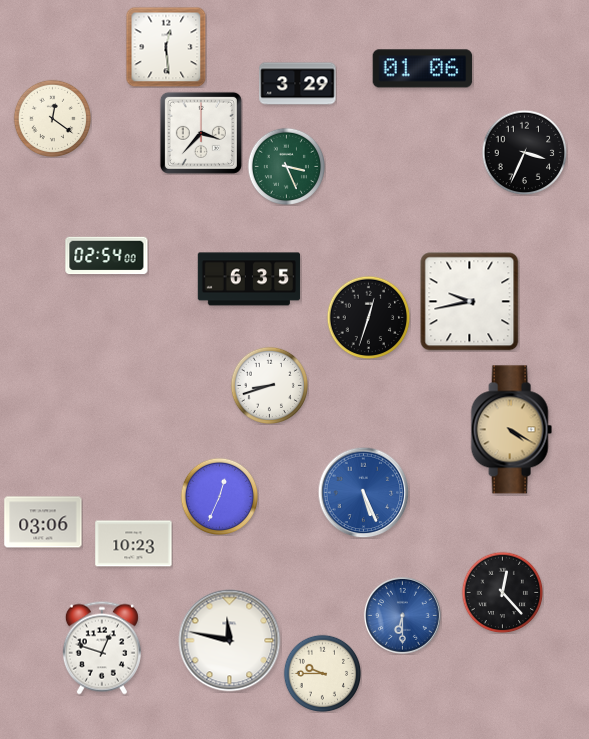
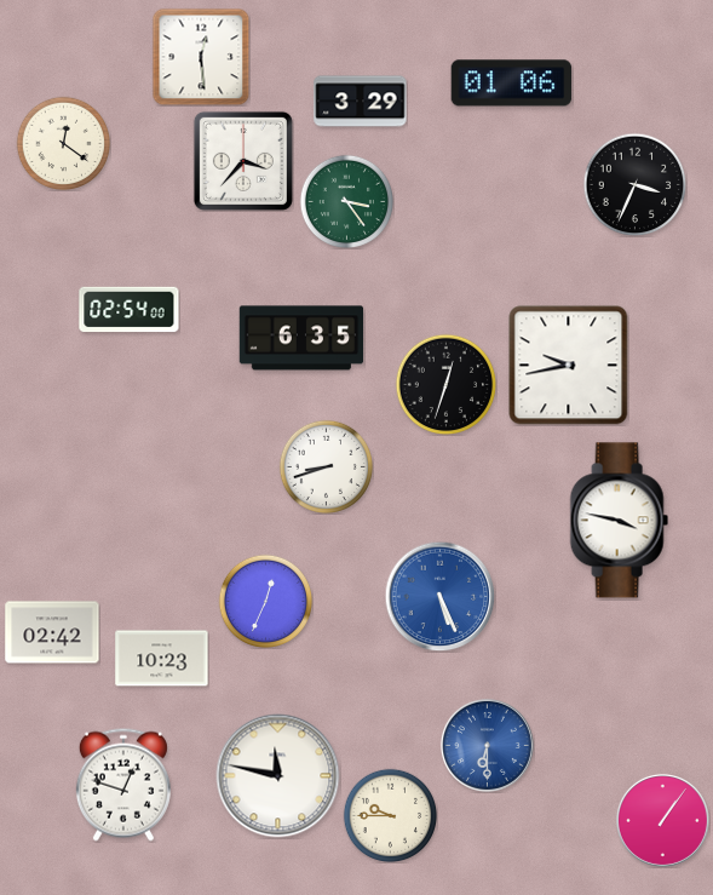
clock at (286, 166): 3:26 -> 3:24
clock at (511, 430): 4:20 -> 3:47
clock at (511, 430) dial: champagne -> white
clock at (43, 522): 03:06 -> 02:42
clock at (502, 592): 12:23 -> none
clock at (662, 820): none -> 1:06
